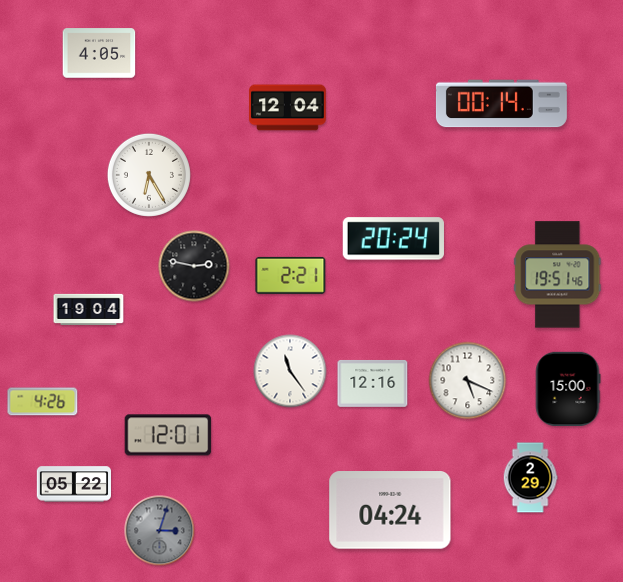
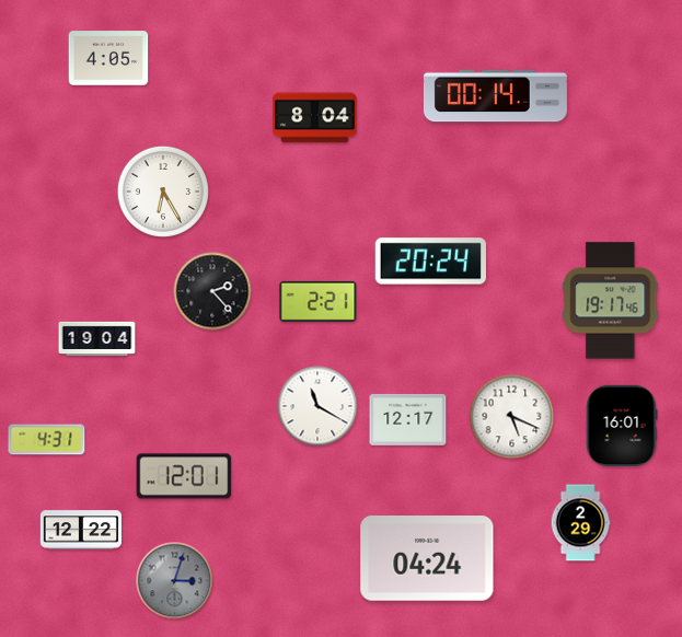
clock at (501, 104) position: (501, 104) -> (495, 96)
clock at (288, 108): 12:04 -> 8:04
clock at (194, 266): 2:47 -> 2:23
clock at (558, 275): 19:51 -> 19:17
clock at (290, 371): 11:24 -> 11:20
clock at (373, 383): 12:16 -> 12:17
clock at (568, 388): 15:00 -> 16:01
clock at (43, 402): 4:26 -> 4:31
clock at (73, 484): 05:22 -> 12:22
